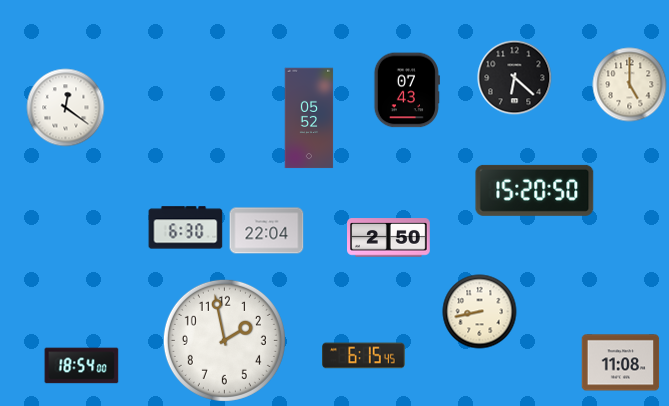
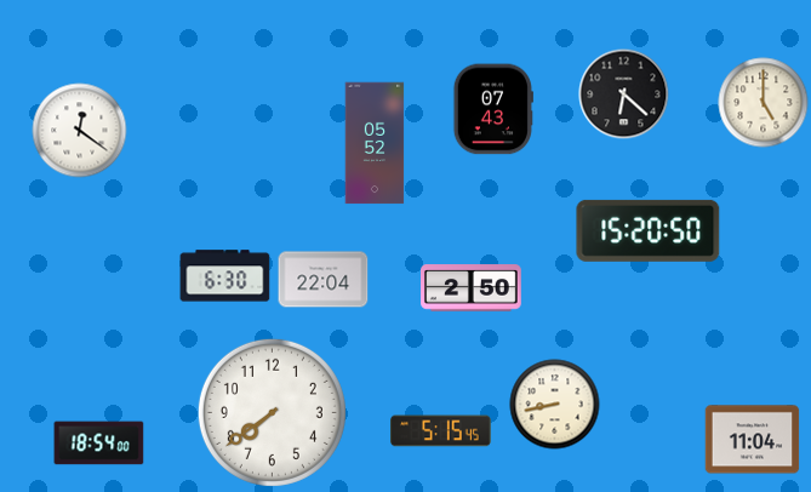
clock at (480, 312) position: (480, 312) -> (555, 405)
clock at (224, 340): 1:58 -> 7:39
clock at (364, 356): 6:15 -> 5:15
clock at (621, 363): 11:08 -> 11:04
